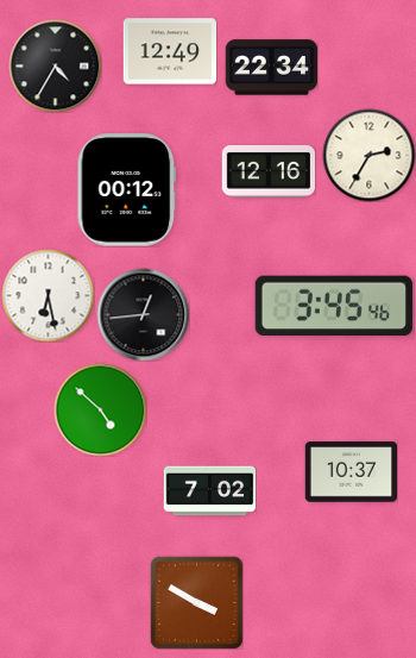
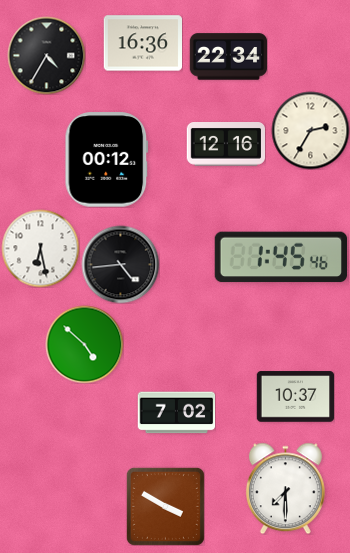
clock at (169, 51): 12:49 -> 16:36
clock at (333, 306): 3:45 -> 1:45
clock at (143, 314): 12:44 -> 4:44
clock at (285, 488): none -> 7:30
